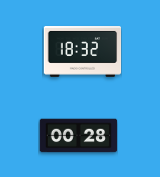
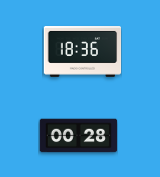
clock at (82, 52): 18:32 -> 18:36
